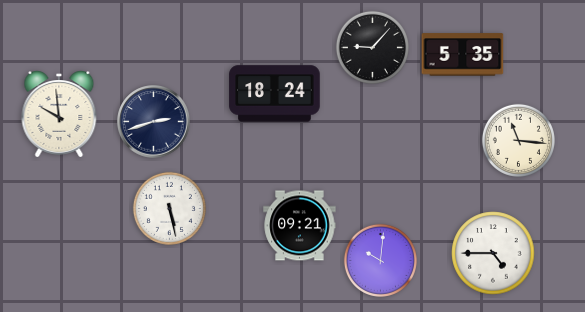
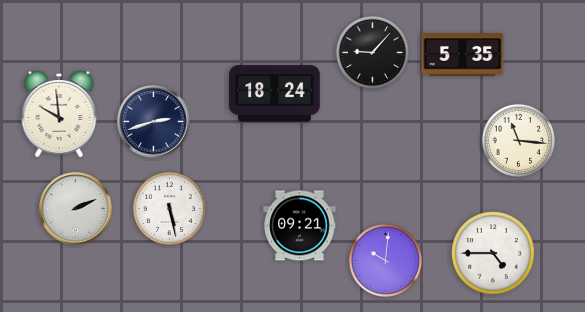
clock at (372, 47) position: (372, 47) -> (372, 52)
clock at (76, 209): none -> 2:11
clock at (380, 260) position: (380, 260) -> (385, 260)
